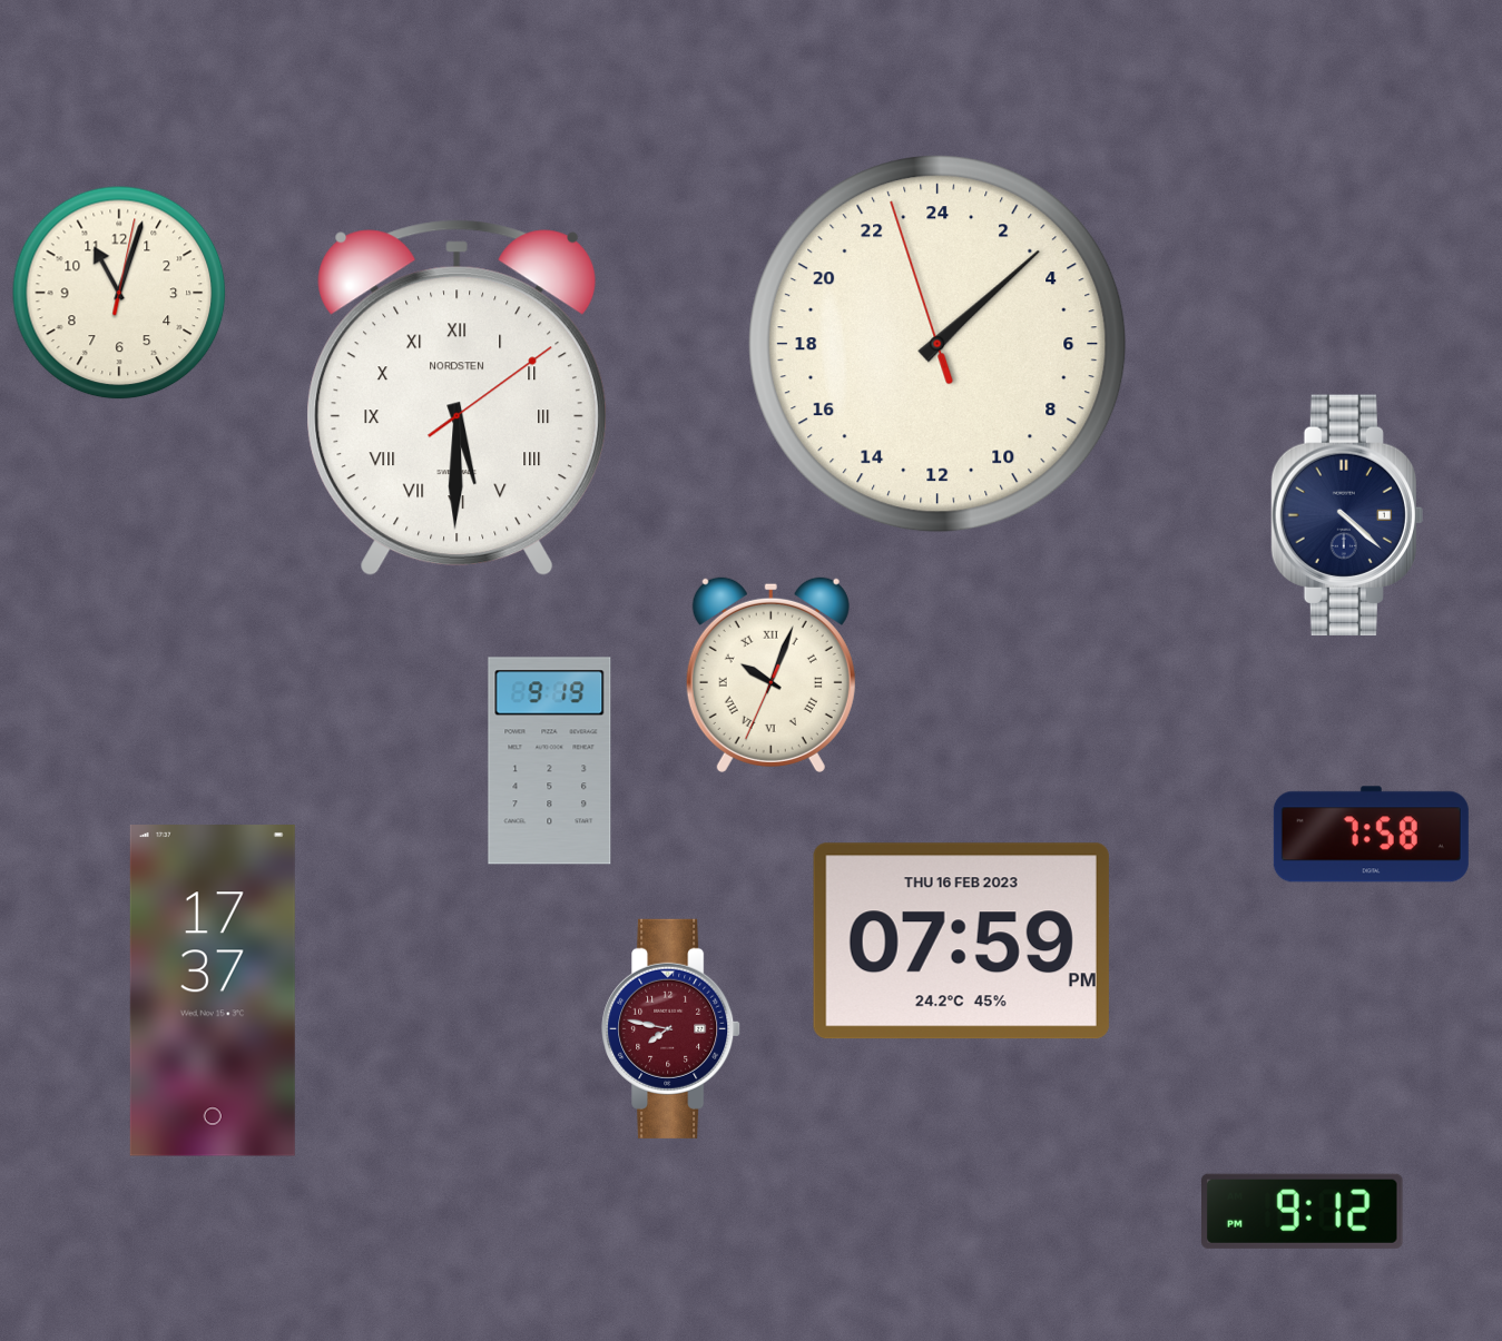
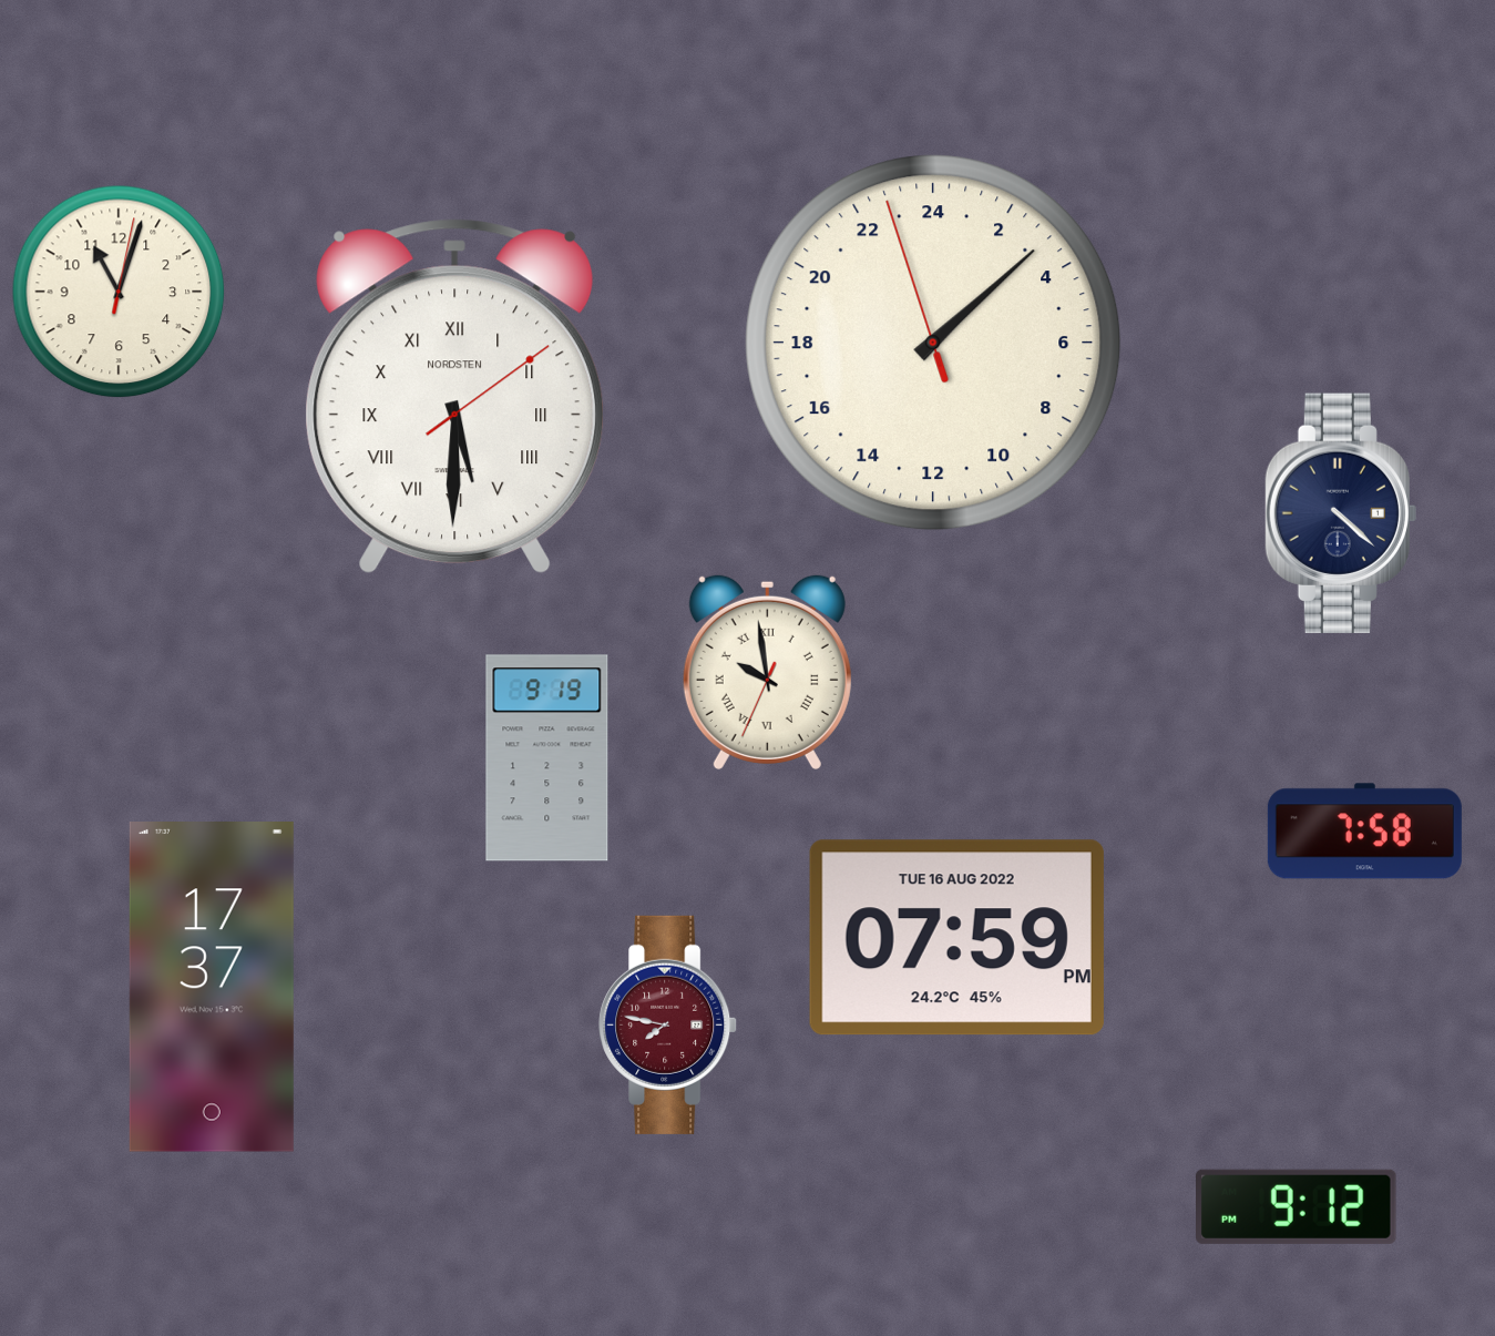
clock at (770, 674): 10:03 -> 9:58
clock at (961, 941) date: THU 16 FEB 2023 -> TUE 16 AUG 2022
